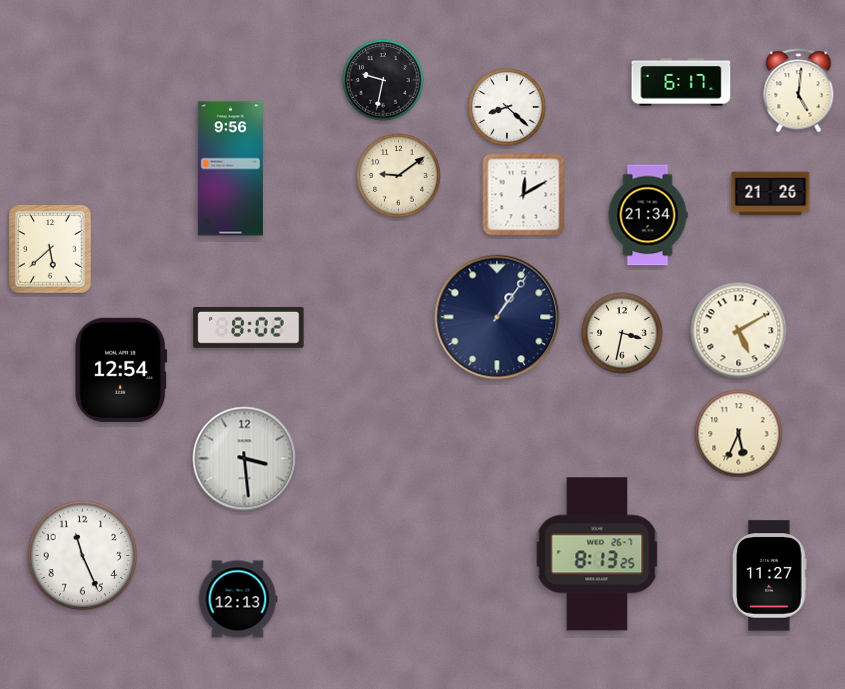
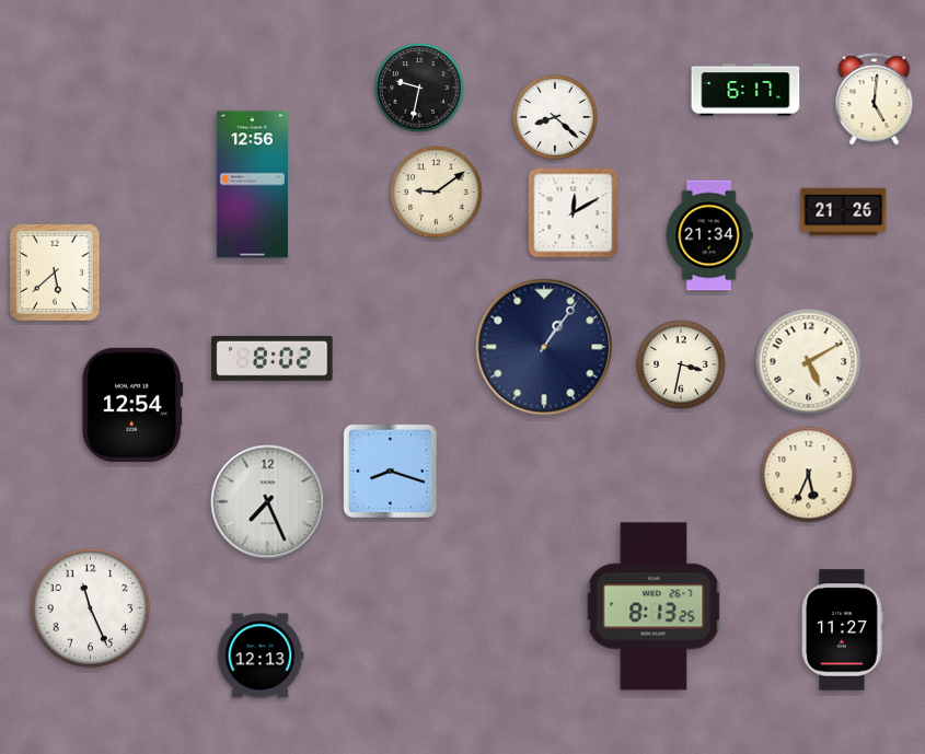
clock at (230, 169): 9:56 -> 12:56
clock at (390, 471): none -> 8:18
clock at (245, 459): 3:29 -> 7:26
